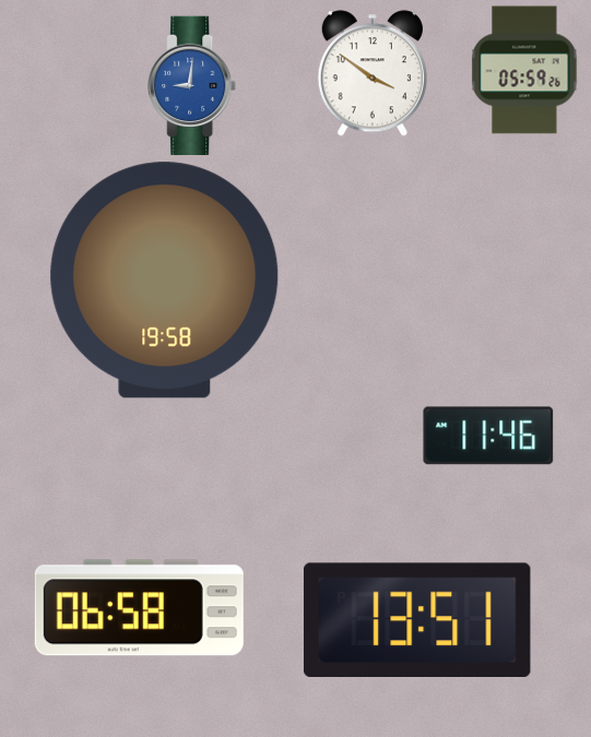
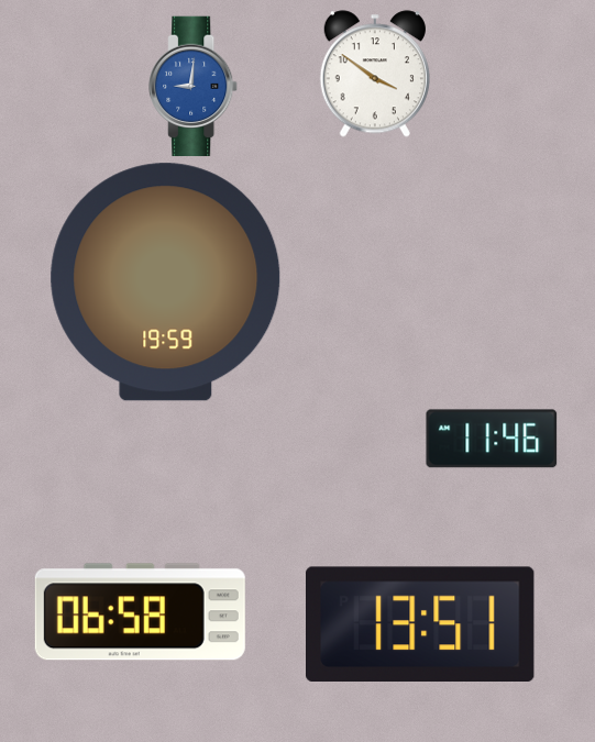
clock at (524, 70): 05:59 -> none
clock at (165, 281): 19:58 -> 19:59
